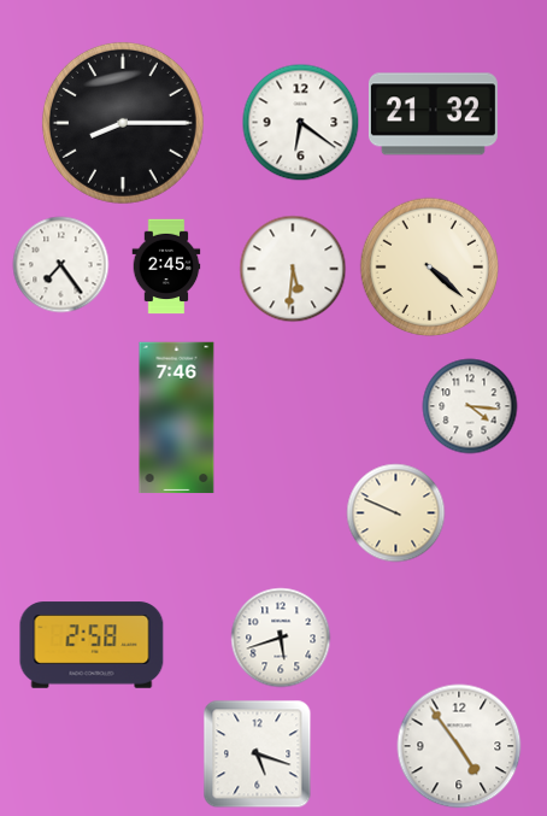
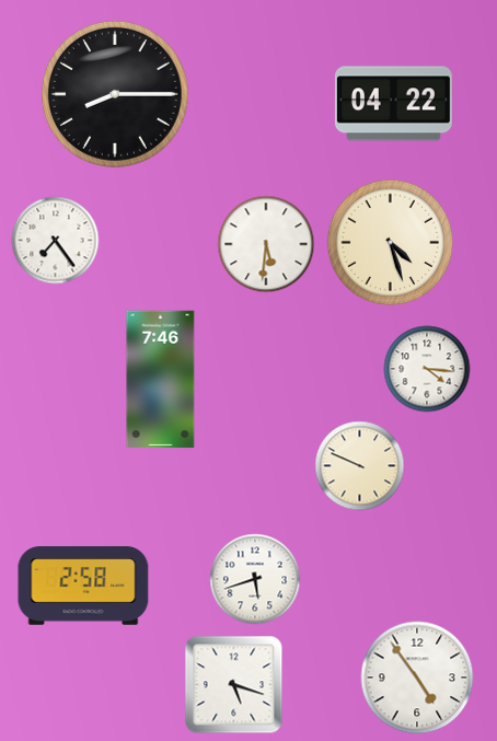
clock at (433, 115): 21:32 -> 04:22
clock at (123, 123) position: (123, 123) -> (115, 94)
clock at (301, 123): 6:21 -> none
clock at (166, 266): 2:45 -> none
clock at (430, 268): 4:22 -> 4:27
